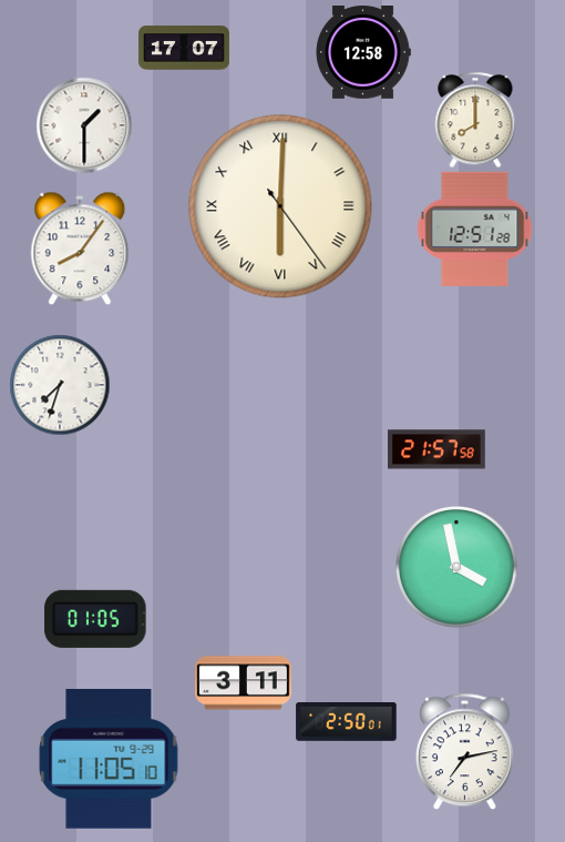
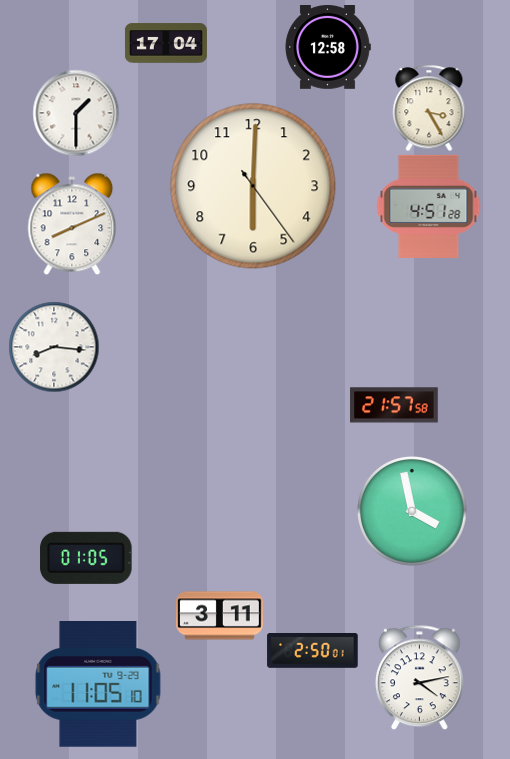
clock at (184, 48): 17:07 -> 17:04
clock at (475, 120): 8:00 -> 3:25
clock at (280, 206) numerals: Roman -> Arabic
clock at (474, 229): 12:51 -> 4:51
clock at (80, 248): 8:06 -> 8:11
clock at (60, 385): 7:33 -> 8:16
clock at (465, 751): 7:13 -> 4:13
